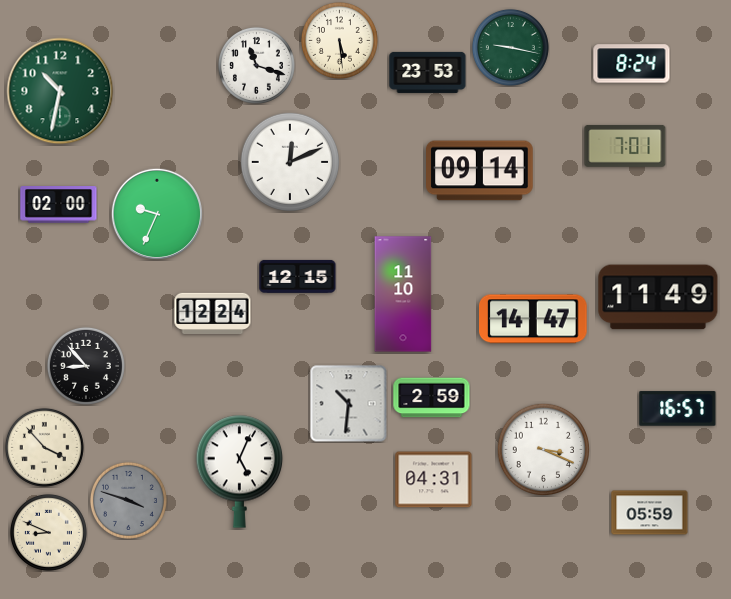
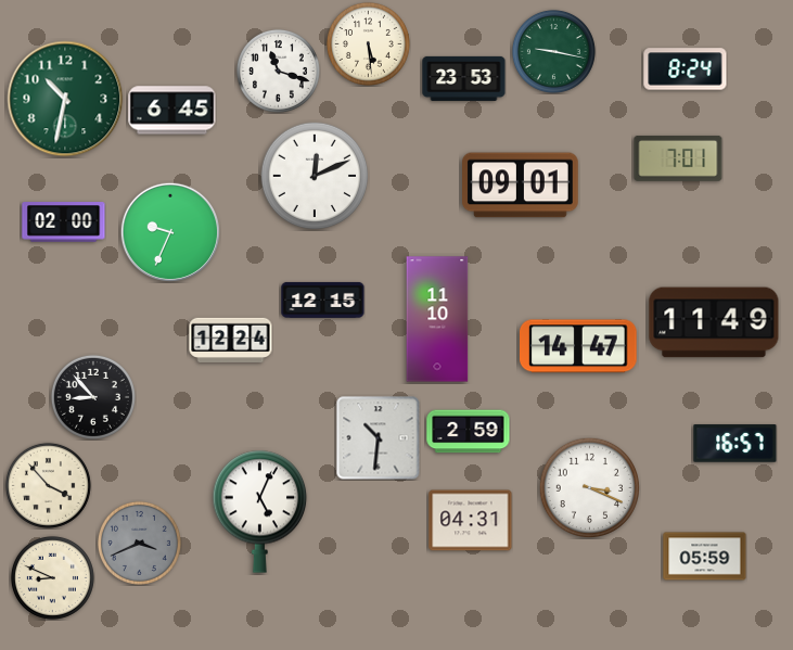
clock at (172, 111): none -> 6:45
clock at (480, 171): 09:14 -> 09:01
clock at (128, 500): 3:48 -> 3:41
